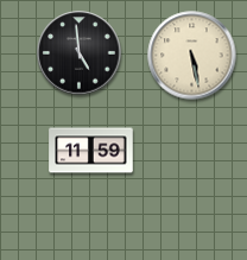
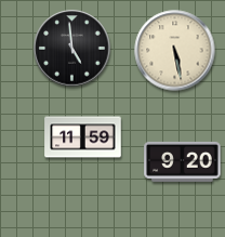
clock at (183, 161): none -> 9:20
